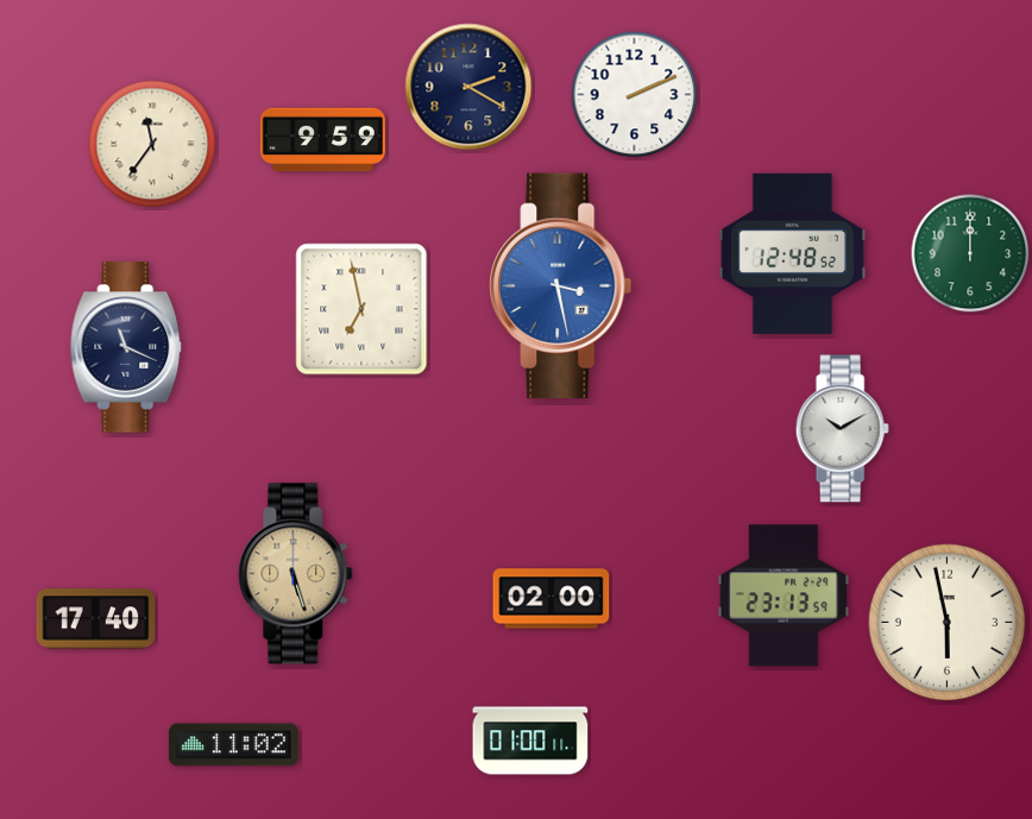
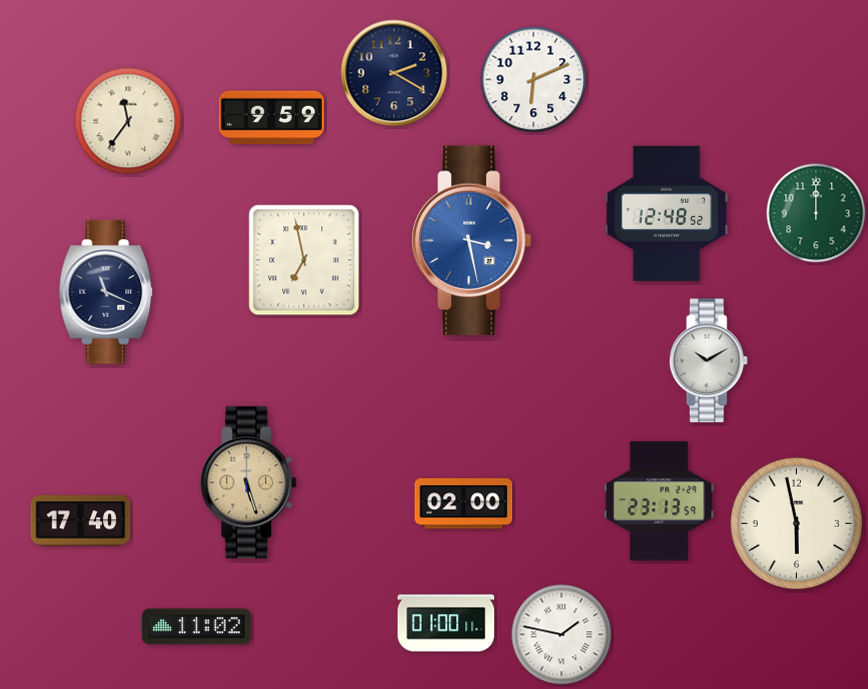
clock at (635, 95): 2:11 -> 6:11
clock at (562, 635): none -> 1:47
